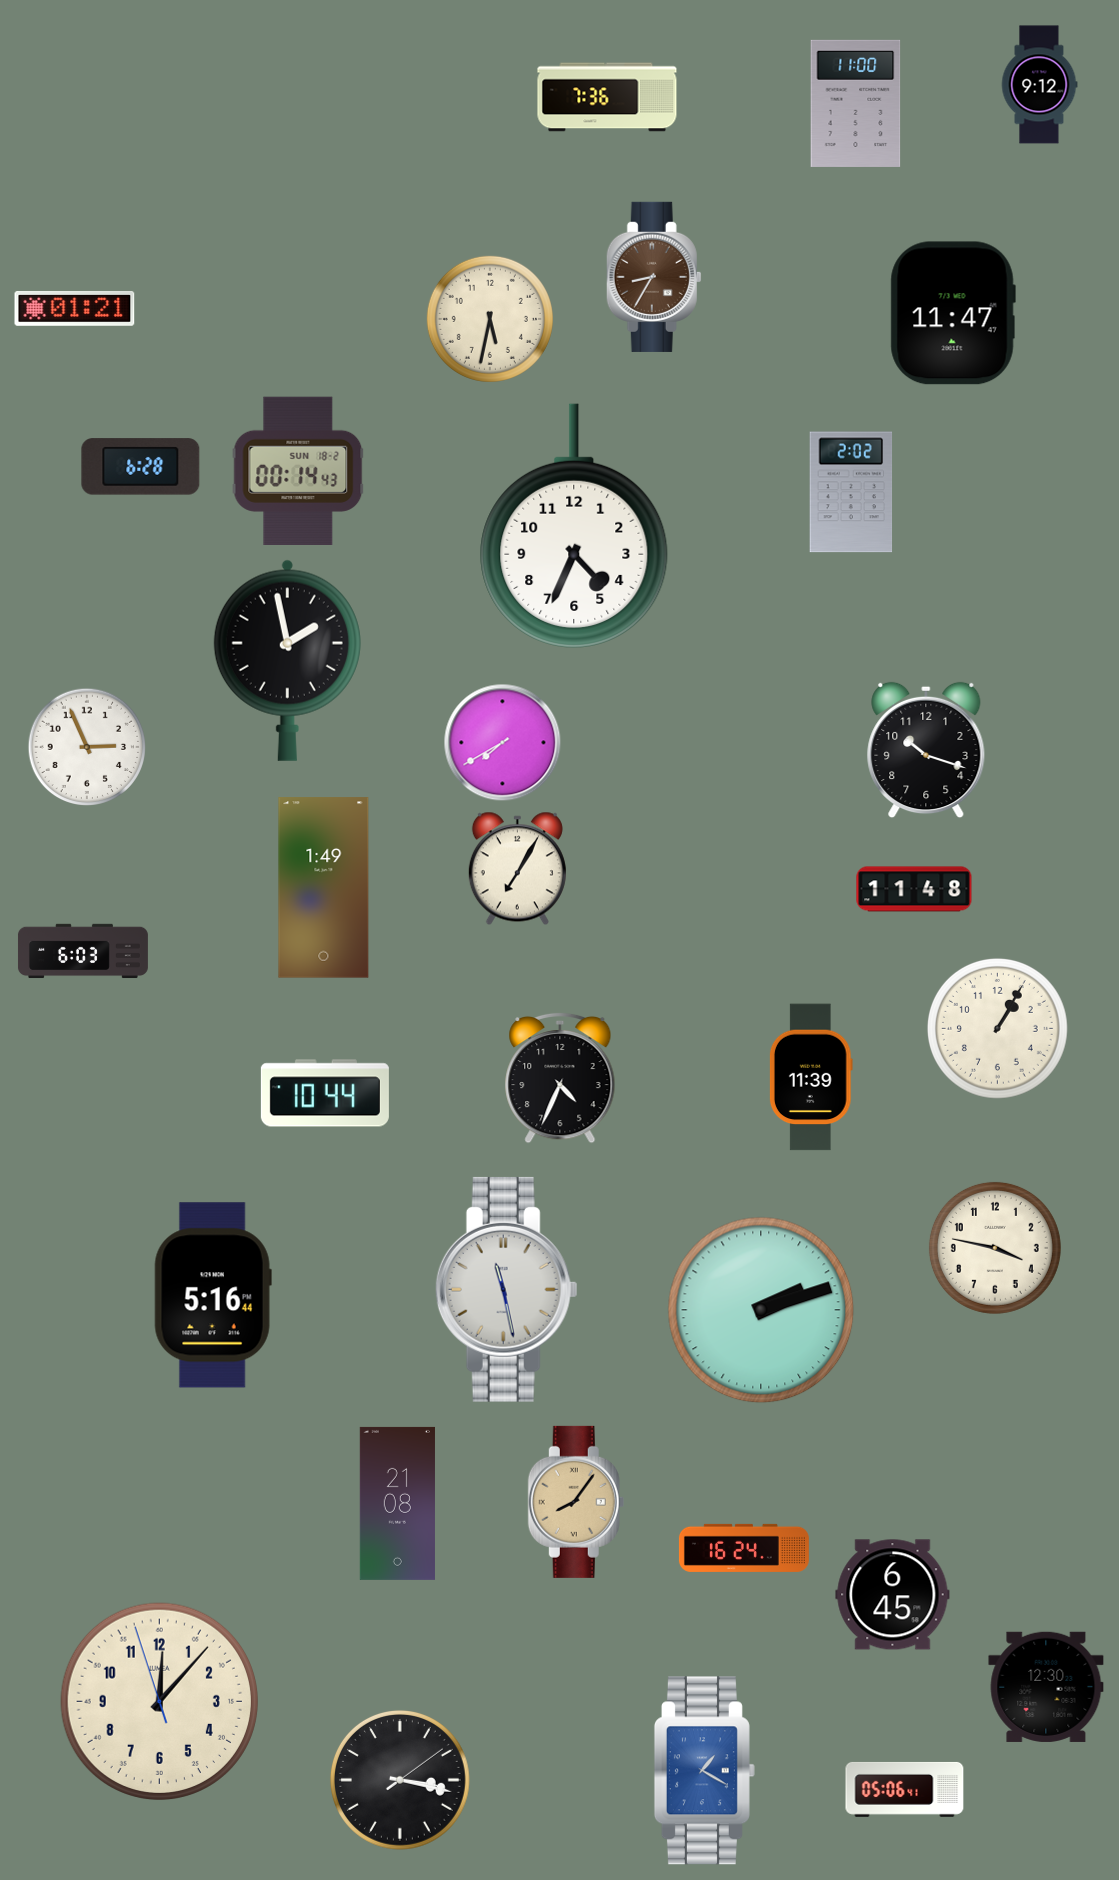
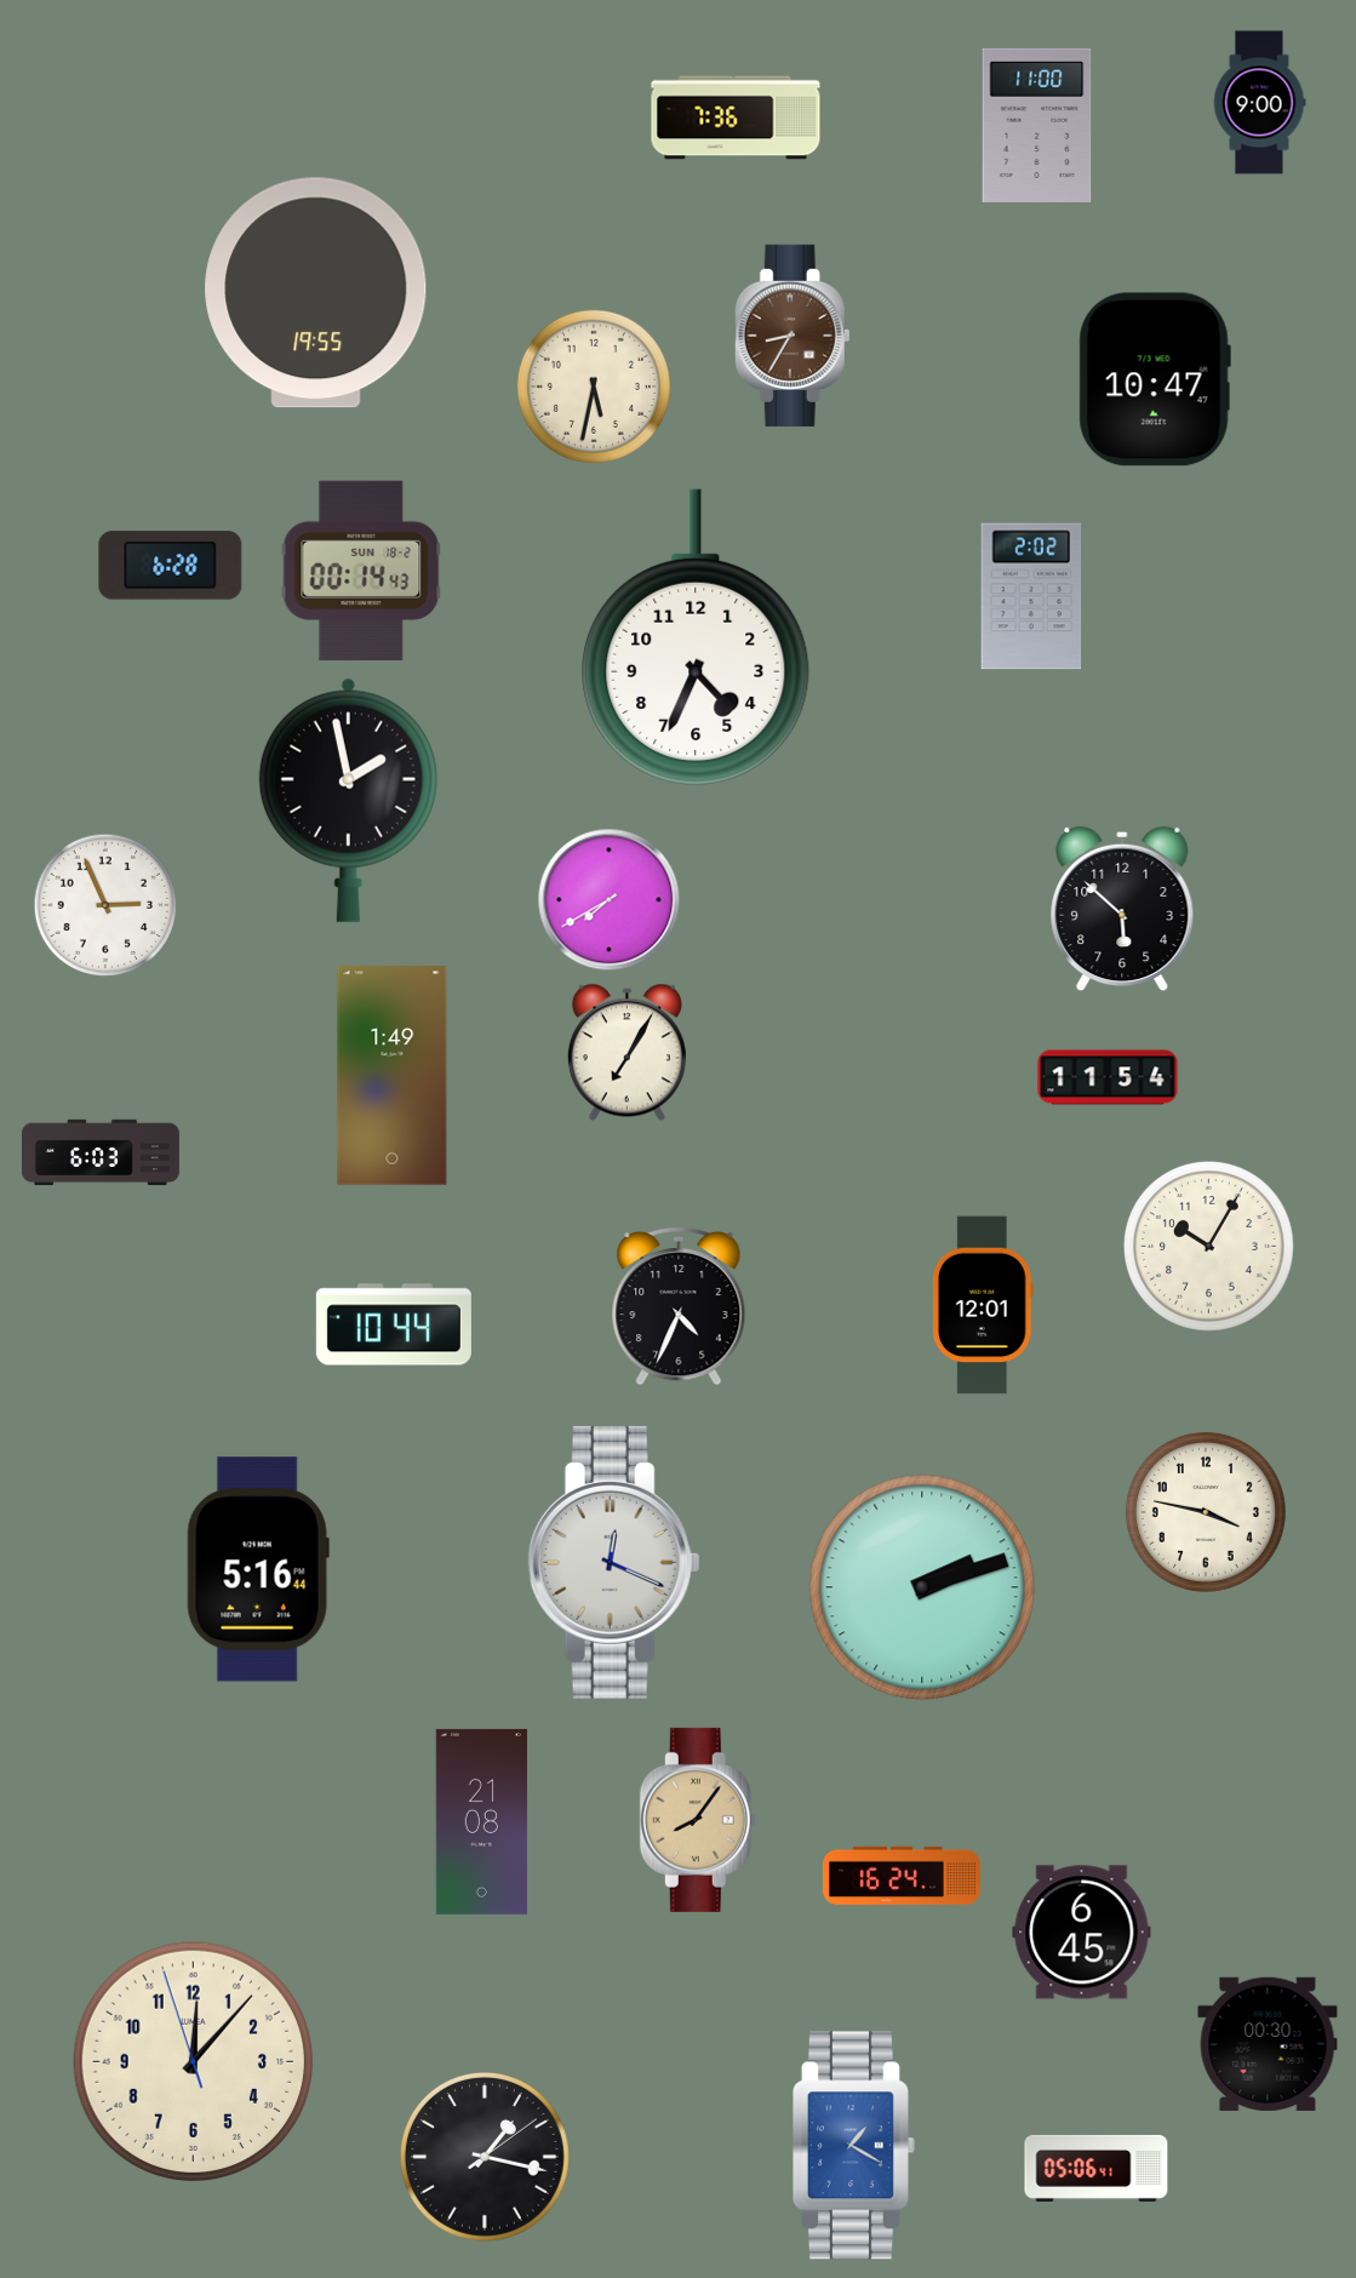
clock at (1039, 85): 9:12 -> 9:00
clock at (316, 293): none -> 19:55
clock at (75, 309): 01:21 -> none
clock at (953, 313): 11:47 -> 10:47
clock at (926, 750): 10:18 -> 5:52
clock at (914, 889): 11:48 -> 11:54
clock at (997, 1028): 1:05 -> 10:05
clock at (811, 1077): 11:39 -> 12:01
clock at (506, 1289): 11:28 -> 12:19
clock at (1046, 1687): 12:30 -> 00:30
clock at (400, 1780): 3:17 -> 1:17
